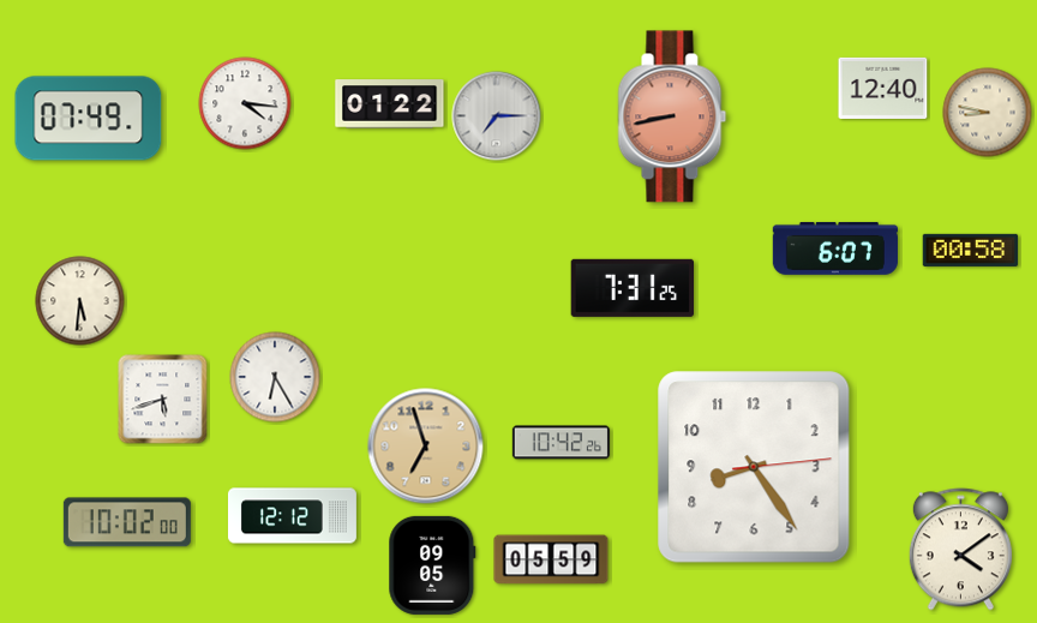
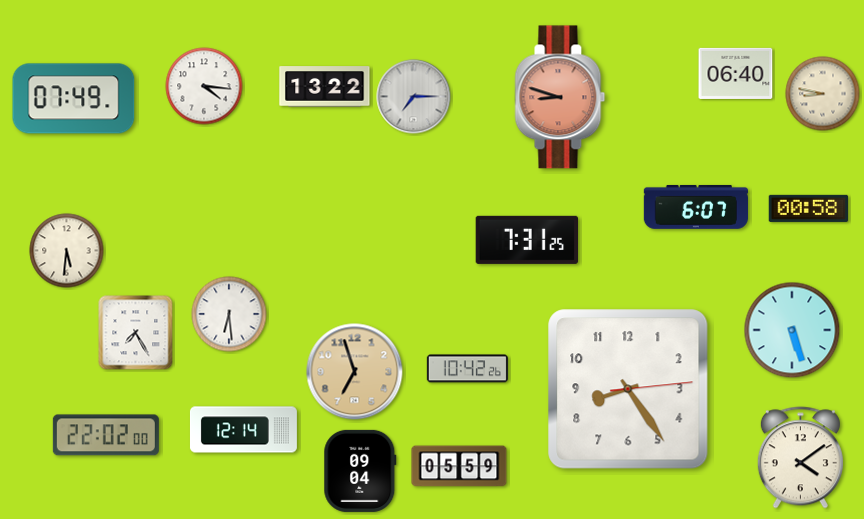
clock at (883, 88): 12:40 -> 06:40
clock at (390, 104): 01:22 -> 13:22
clock at (672, 116): 8:43 -> 8:48
clock at (275, 377): 6:25 -> 6:29
clock at (792, 330): none -> 5:27
clock at (163, 400): 5:42 -> 7:25
clock at (292, 516): 12:12 -> 12:14
clock at (127, 522): 10:02 -> 22:02
clock at (432, 565): 09:05 -> 09:04
